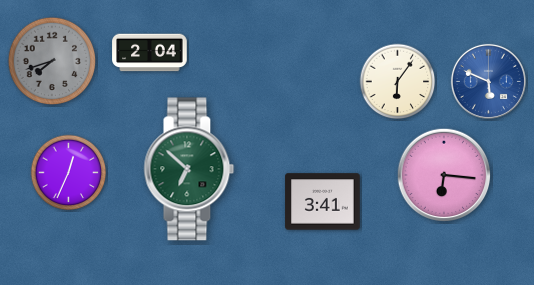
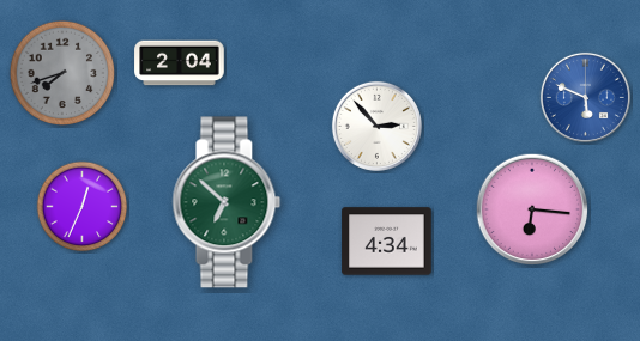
clock at (398, 82): 6:06 -> none
clock at (376, 126): none -> 2:53
clock at (323, 202): 3:41 -> 4:34
